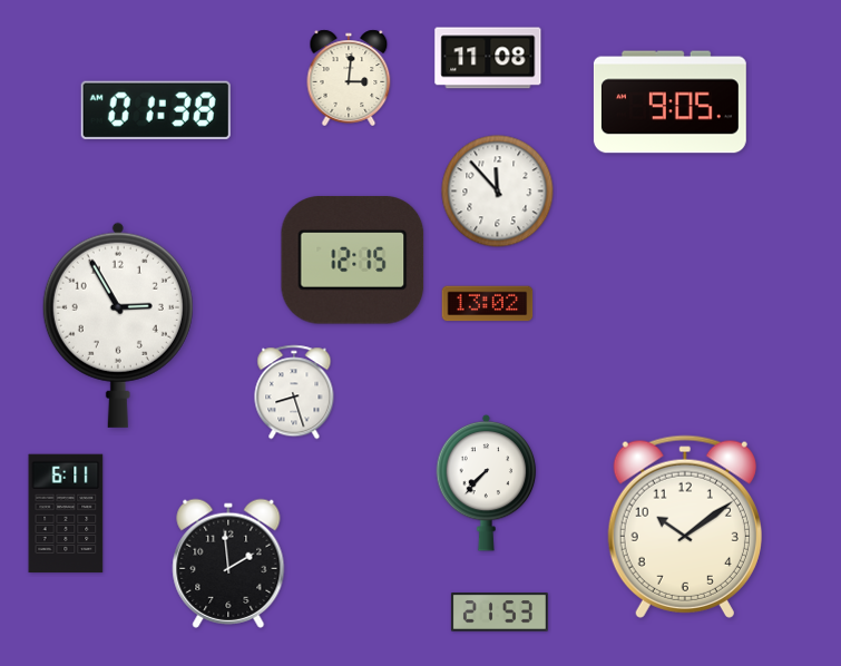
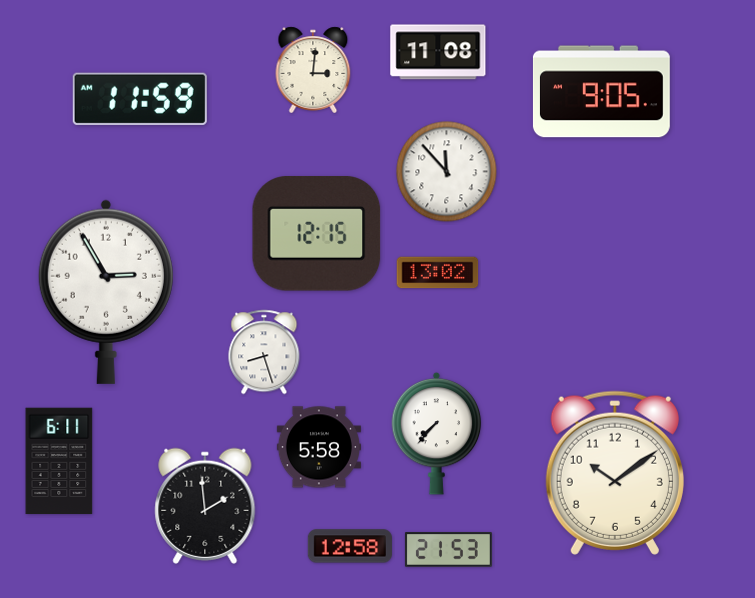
clock at (156, 110): 01:38 -> 11:59
clock at (319, 447): none -> 5:58
clock at (350, 546): none -> 12:58
